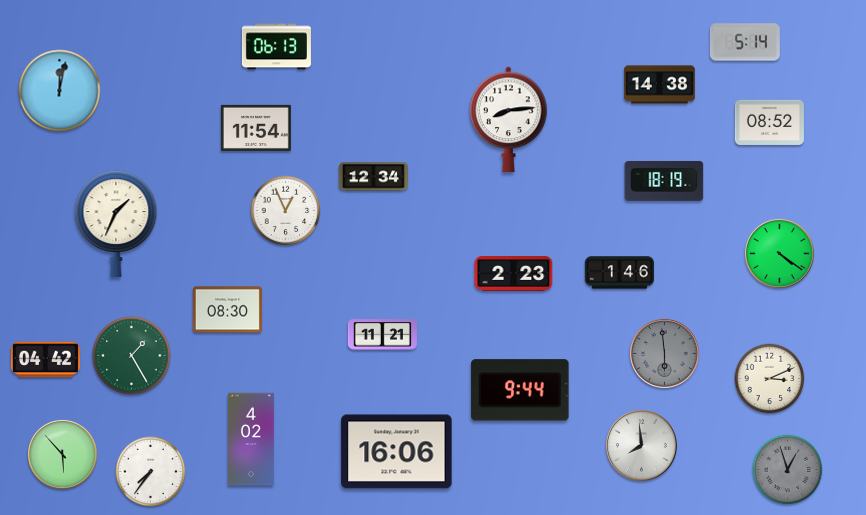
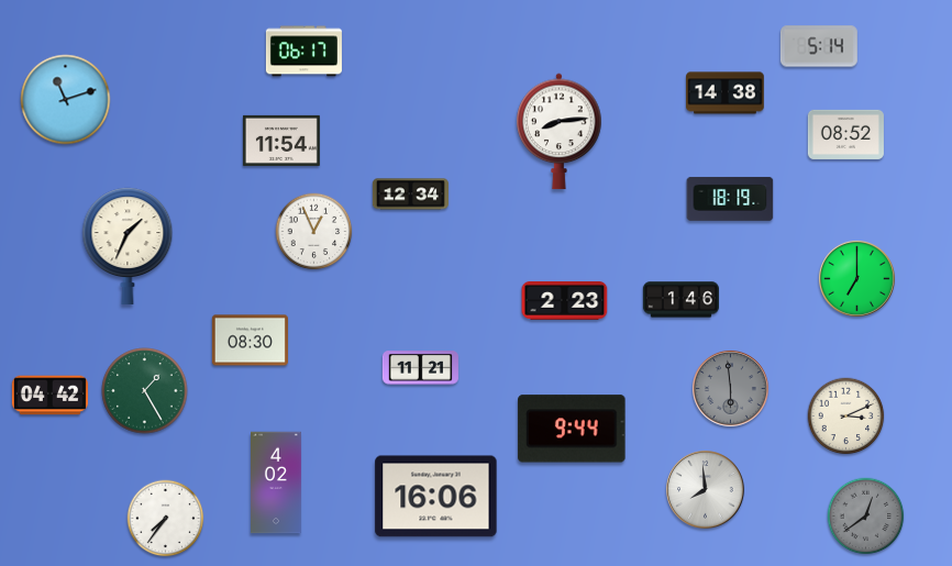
clock at (276, 47): 06:13 -> 06:17
clock at (60, 91): 12:02 -> 11:12
clock at (779, 253): 4:21 -> 7:00
clock at (62, 454): 5:53 -> none
clock at (788, 470): 12:57 -> 12:39
